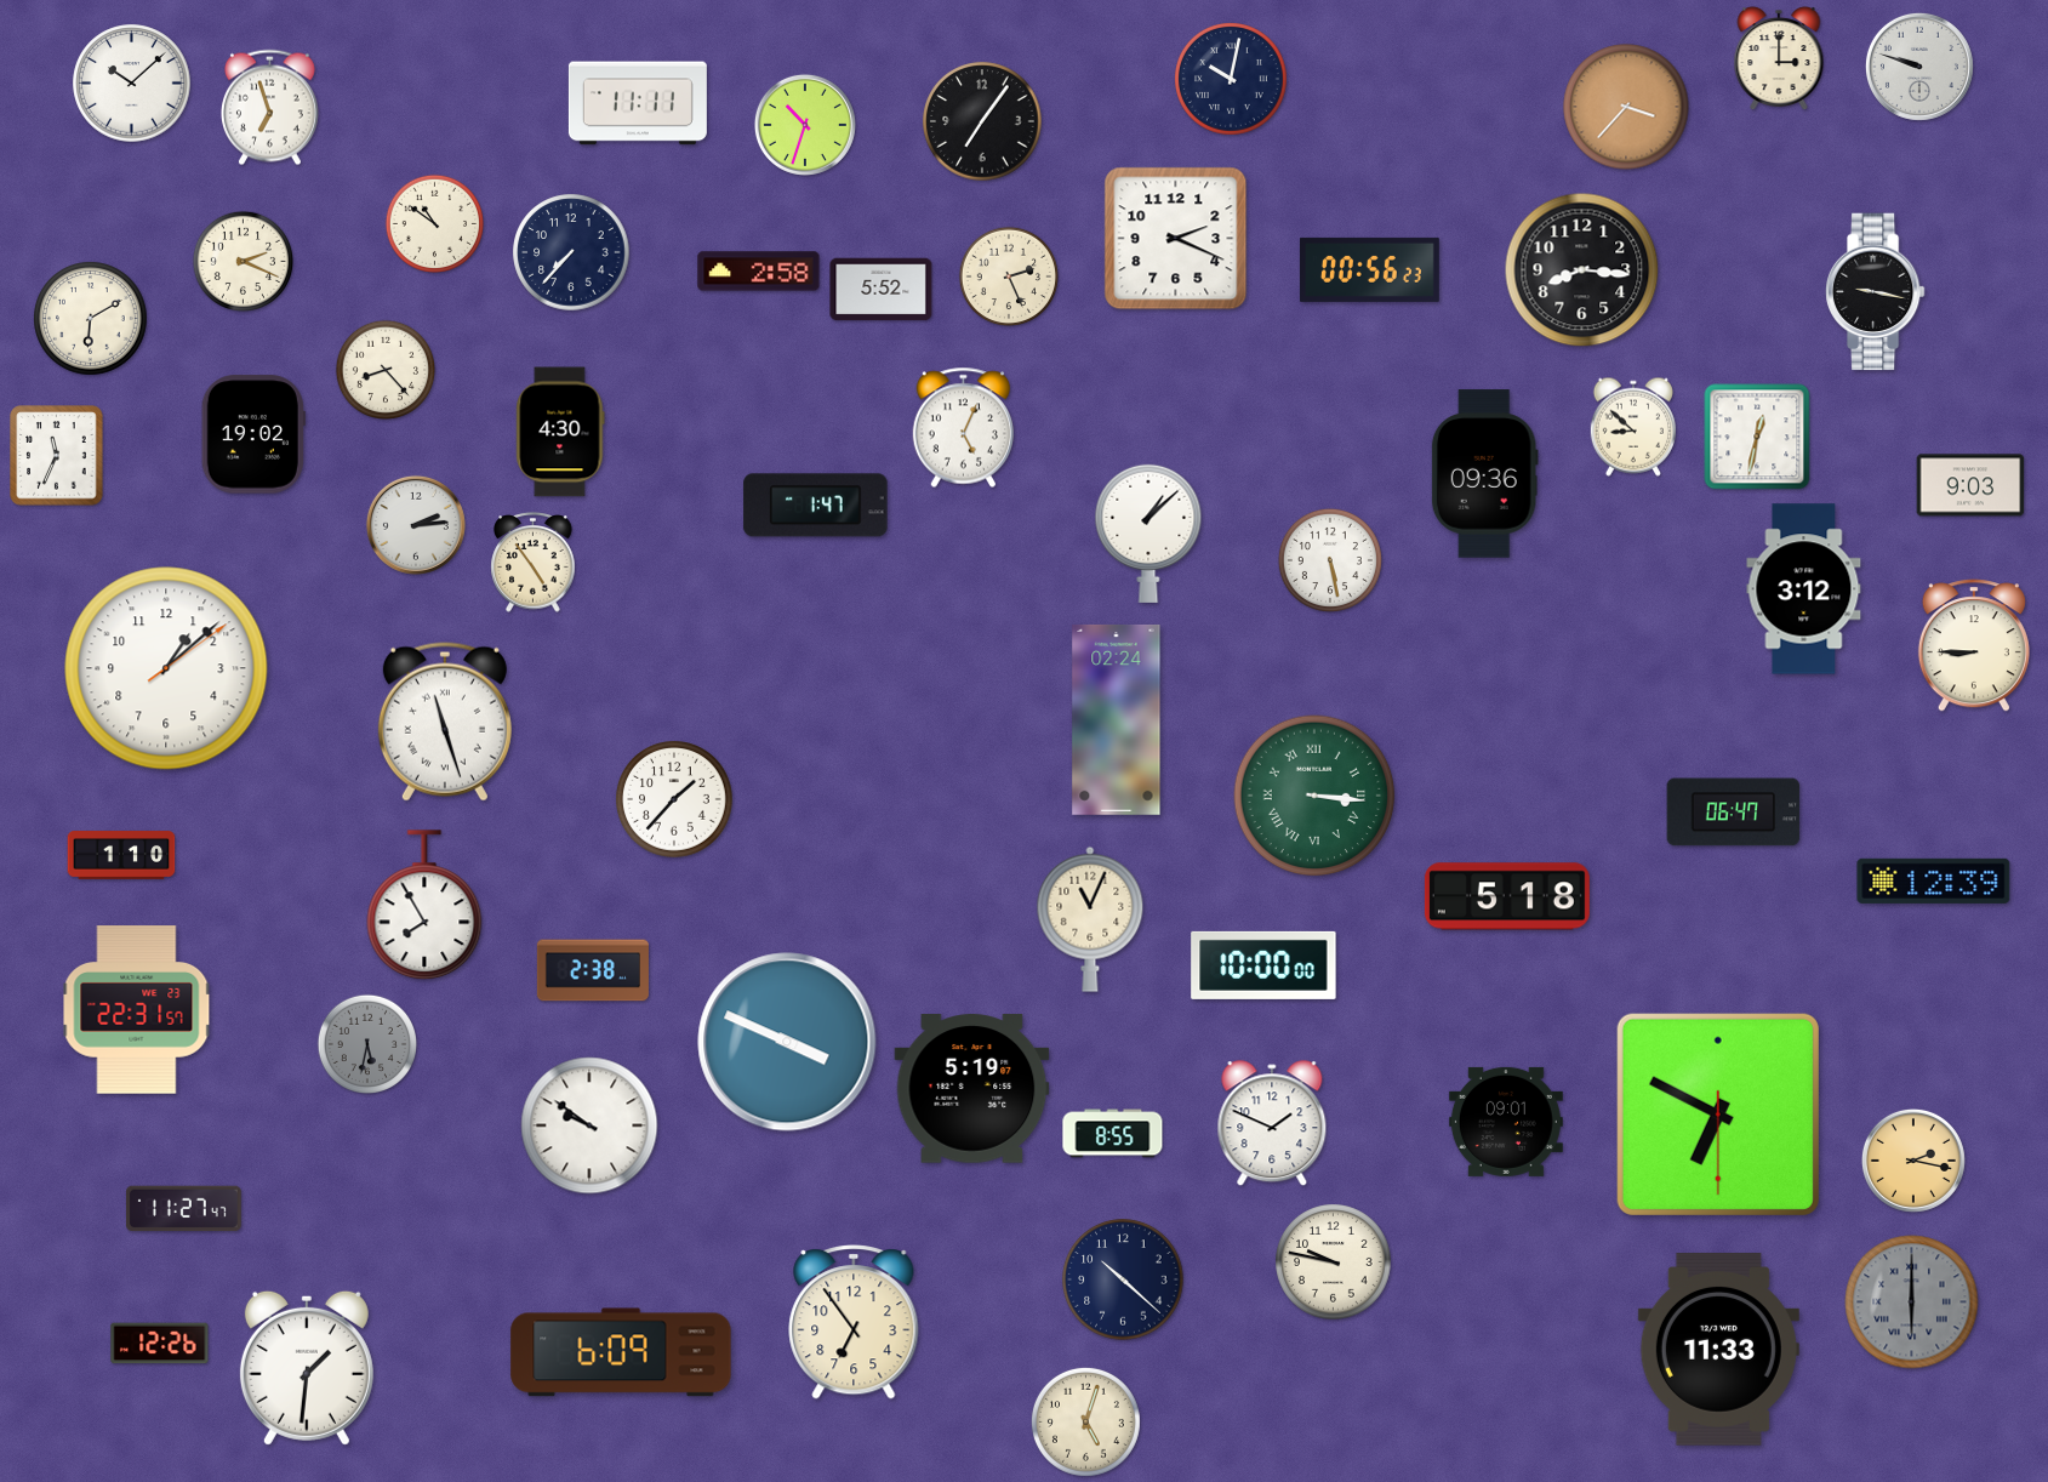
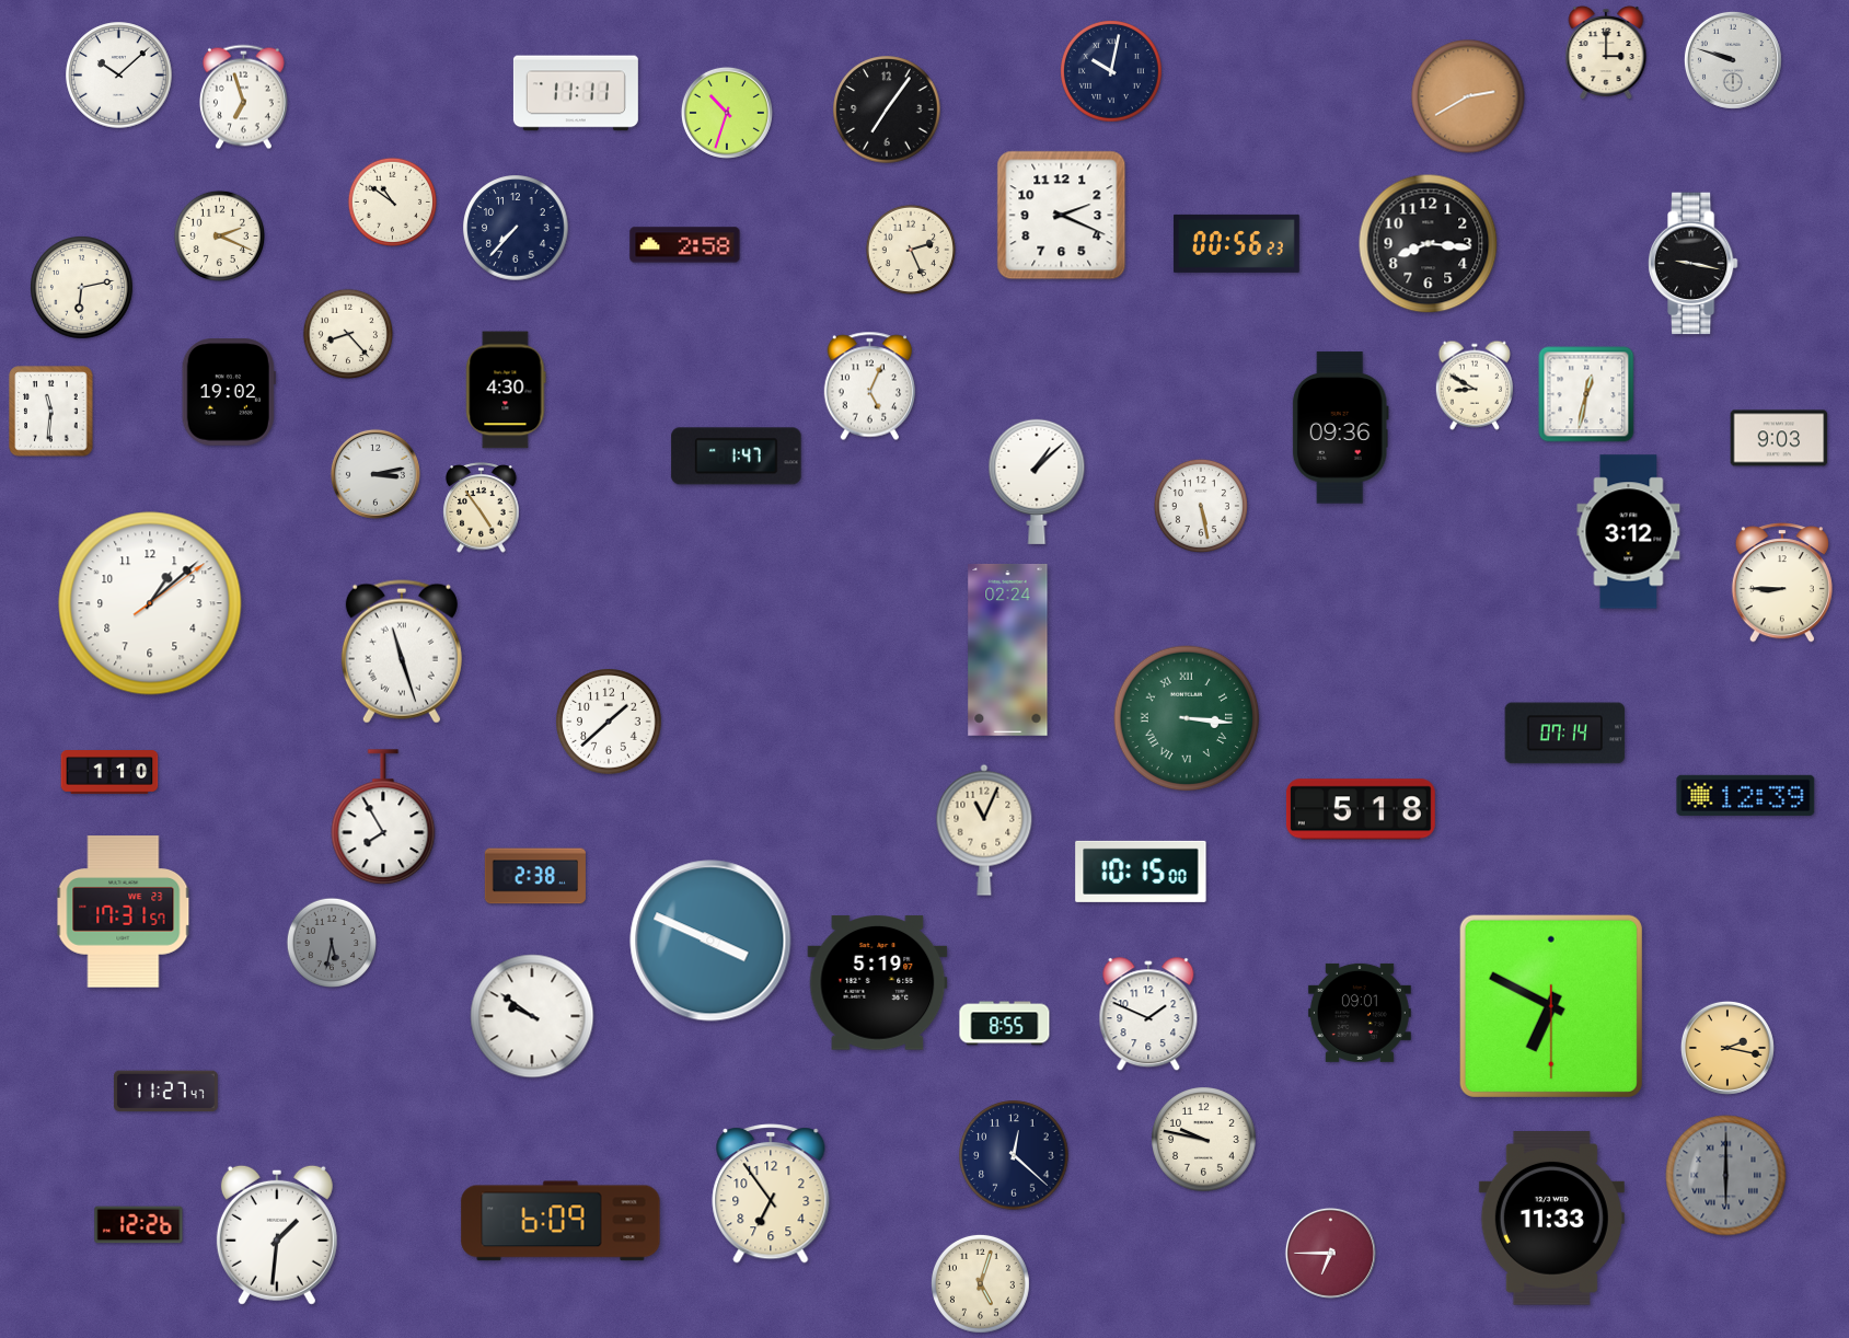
clock at (1626, 107): 3:37 -> 2:40
clock at (882, 290): 5:52 -> none
clock at (91, 319): 6:10 -> 6:13
clock at (1633, 427): 8:52 -> 8:50
clock at (57, 456): 11:34 -> 11:31
clock at (416, 525): 2:14 -> 3:13
clock at (674, 799): 1:37 -> 1:38
clock at (1734, 813): 06:47 -> 07:14
clock at (1263, 965): 10:00 -> 10:15
clock at (137, 1010): 22:31 -> 17:31
clock at (1123, 1279): 10:22 -> 12:22
clock at (160, 1344) position: (160, 1344) -> (139, 1225)
clock at (1330, 1253): none -> 6:45
